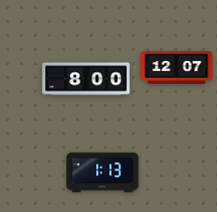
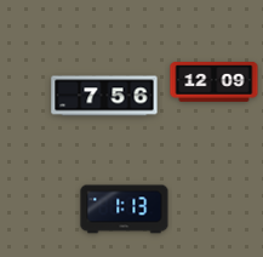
clock at (177, 68): 12:07 -> 12:09
clock at (86, 79): 8:00 -> 7:56
